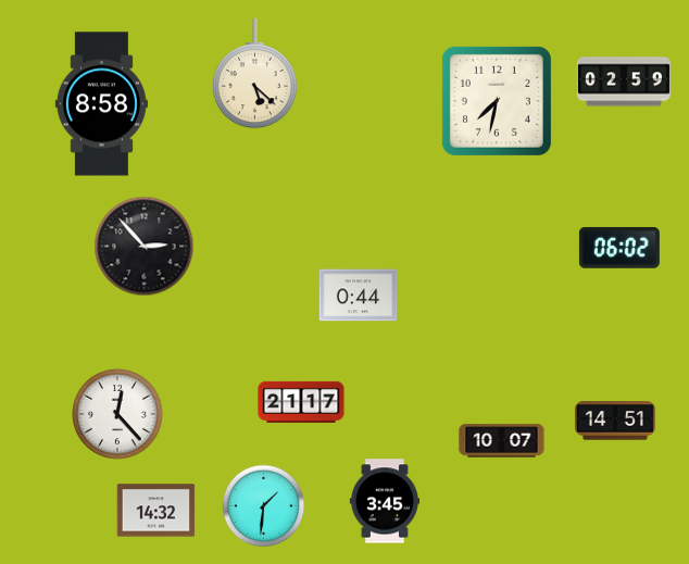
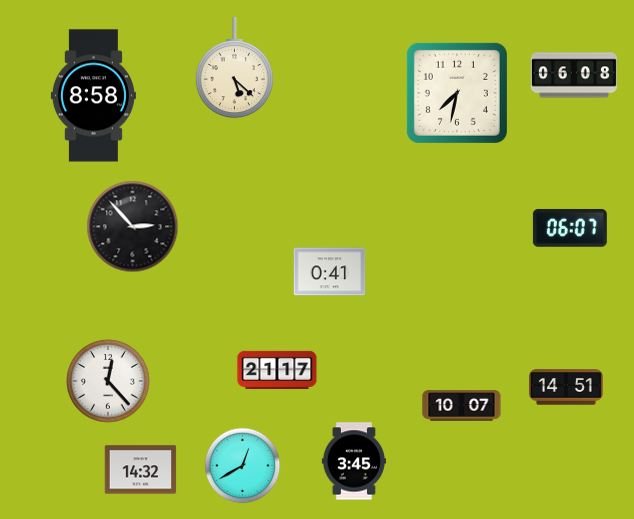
clock at (624, 82): 02:59 -> 06:08
clock at (619, 248): 06:02 -> 06:07
clock at (359, 296): 0:44 -> 0:41
clock at (264, 506): 1:31 -> 12:40
clock at (156, 511) position: (156, 511) -> (141, 470)
